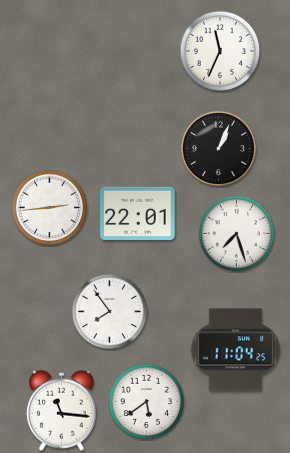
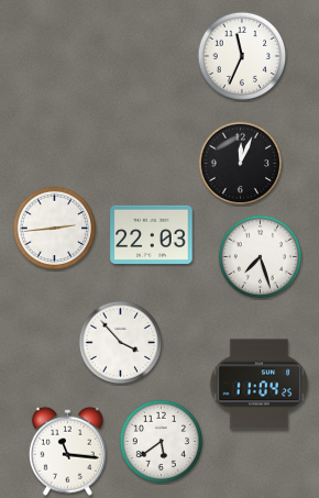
clock at (219, 149): 1:04 -> 12:04
clock at (138, 214): 22:01 -> 22:03
clock at (110, 312): 7:54 -> 3:53
